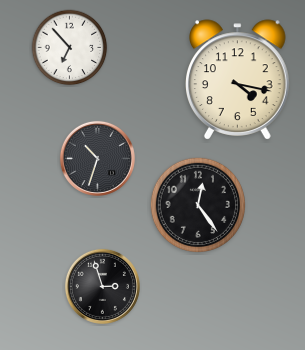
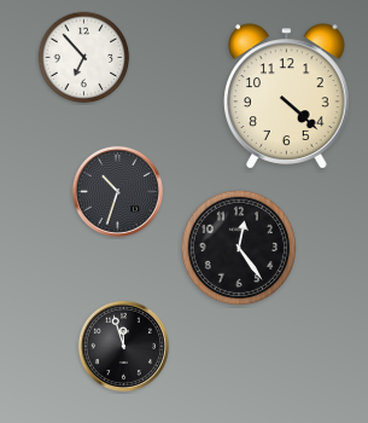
clock at (238, 80): 4:17 -> 4:22
clock at (102, 286): 2:57 -> 11:57
